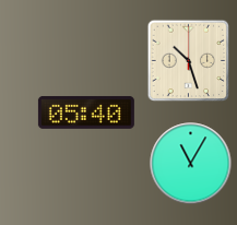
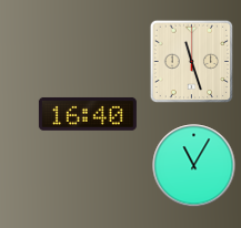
clock at (189, 61): 10:27 -> 11:27
clock at (86, 112): 05:40 -> 16:40
